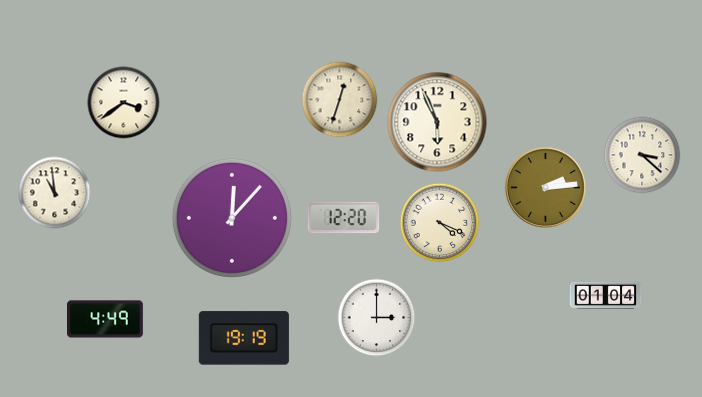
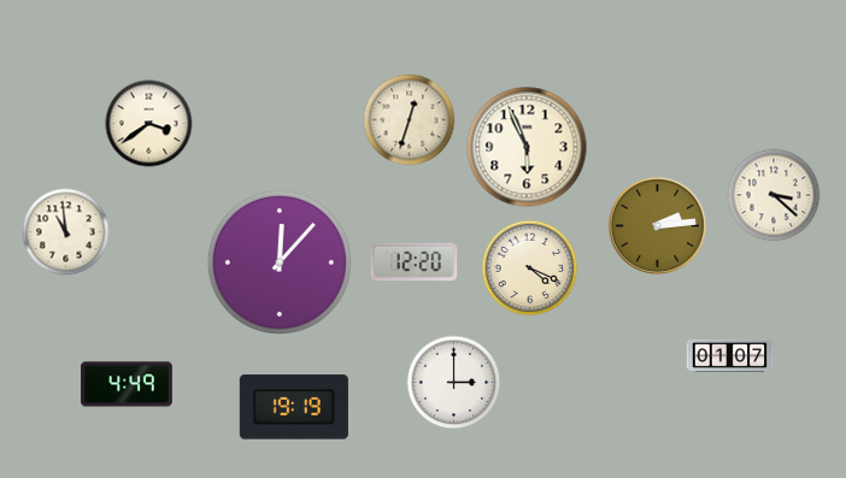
clock at (642, 155) position: (642, 155) -> (774, 195)
clock at (606, 295): 01:04 -> 01:07
